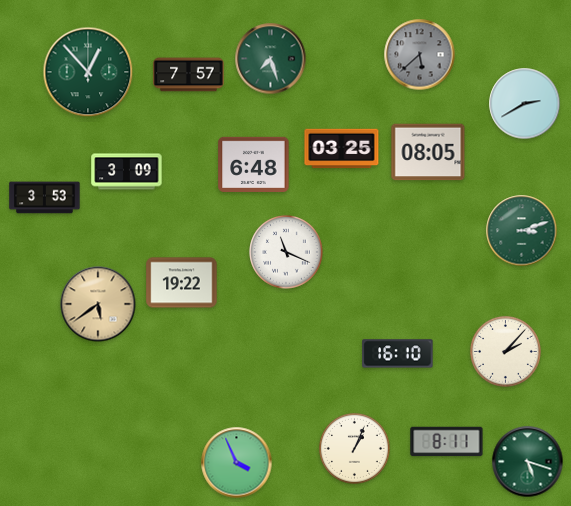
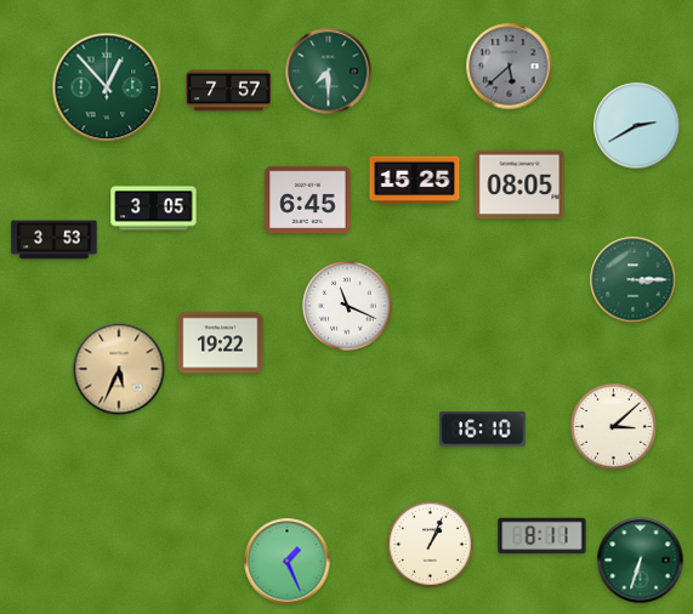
clock at (271, 59): 7:27 -> 7:30
clock at (342, 149): 03:25 -> 15:25
clock at (254, 164): 6:48 -> 6:45
clock at (127, 172): 3:09 -> 3:05
clock at (522, 231): 3:12 -> 3:15
clock at (98, 304): 5:39 -> 5:34
clock at (505, 351): 2:07 -> 3:08
clock at (528, 462): 5:18 -> 6:33
clock at (237, 463): 3:56 -> 1:26
